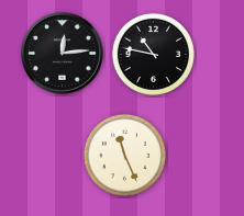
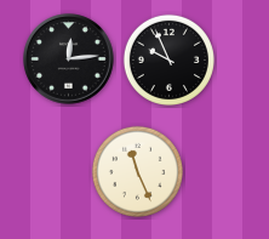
clock at (153, 54): 10:47 -> 9:56
